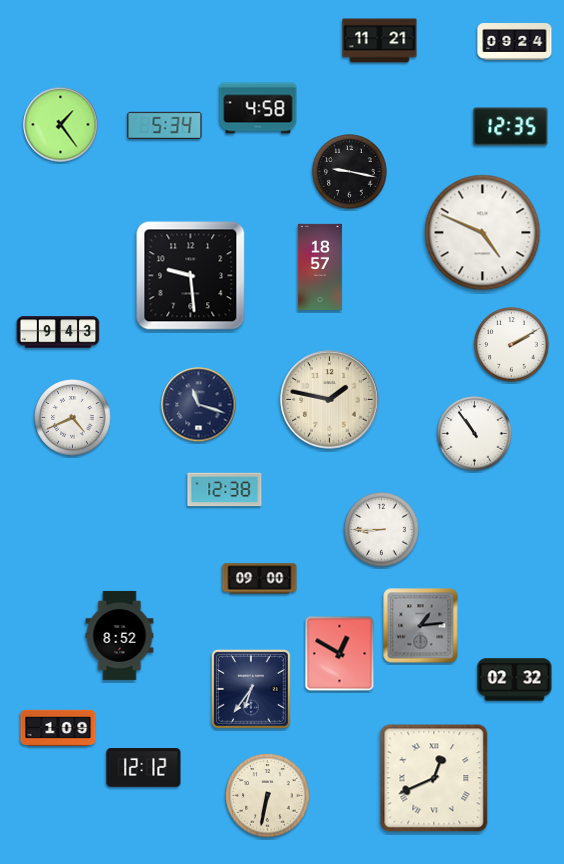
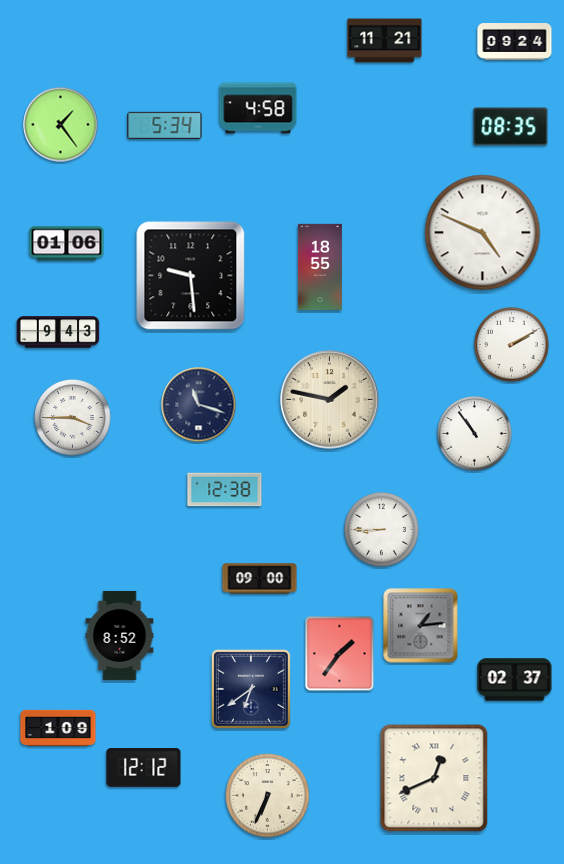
clock at (380, 41) position: (380, 41) -> (385, 41)
clock at (511, 127): 12:35 -> 08:35
clock at (350, 172): 9:17 -> none
clock at (67, 244): none -> 01:06
clock at (320, 267): 18:57 -> 18:55
clock at (73, 418): 4:41 -> 3:45
clock at (340, 654): 12:50 -> 1:36
clock at (515, 680): 02:32 -> 02:37
clock at (251, 689): 6:36 -> 6:39
clock at (268, 796): 6:32 -> 6:34
